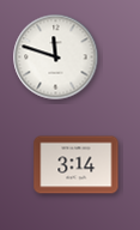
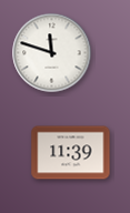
clock at (77, 165): 3:14 -> 11:39
